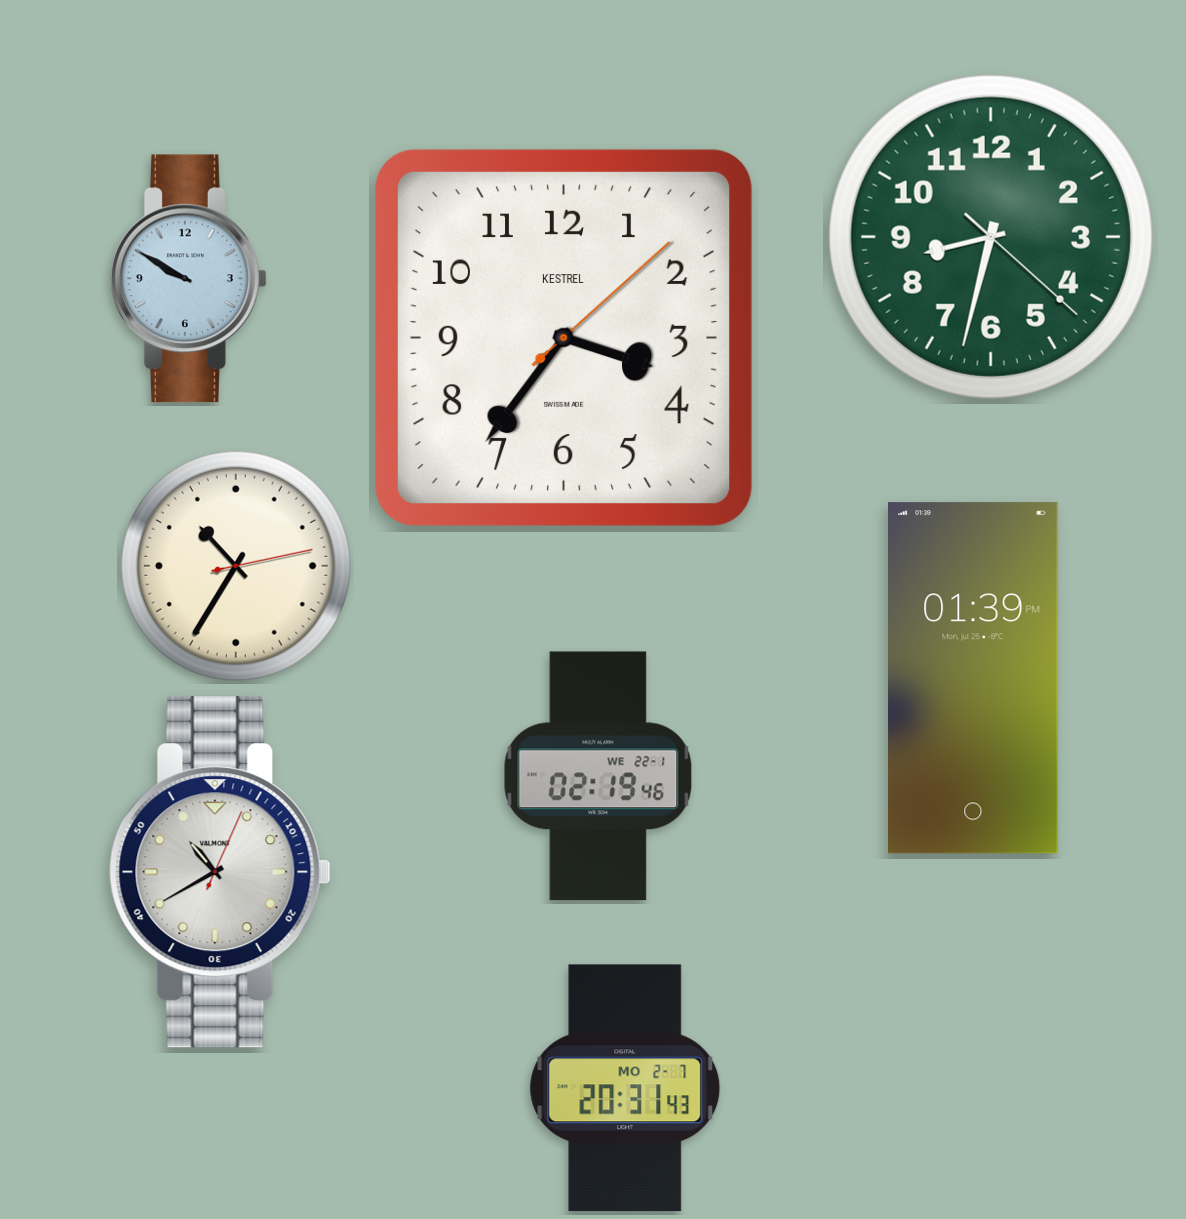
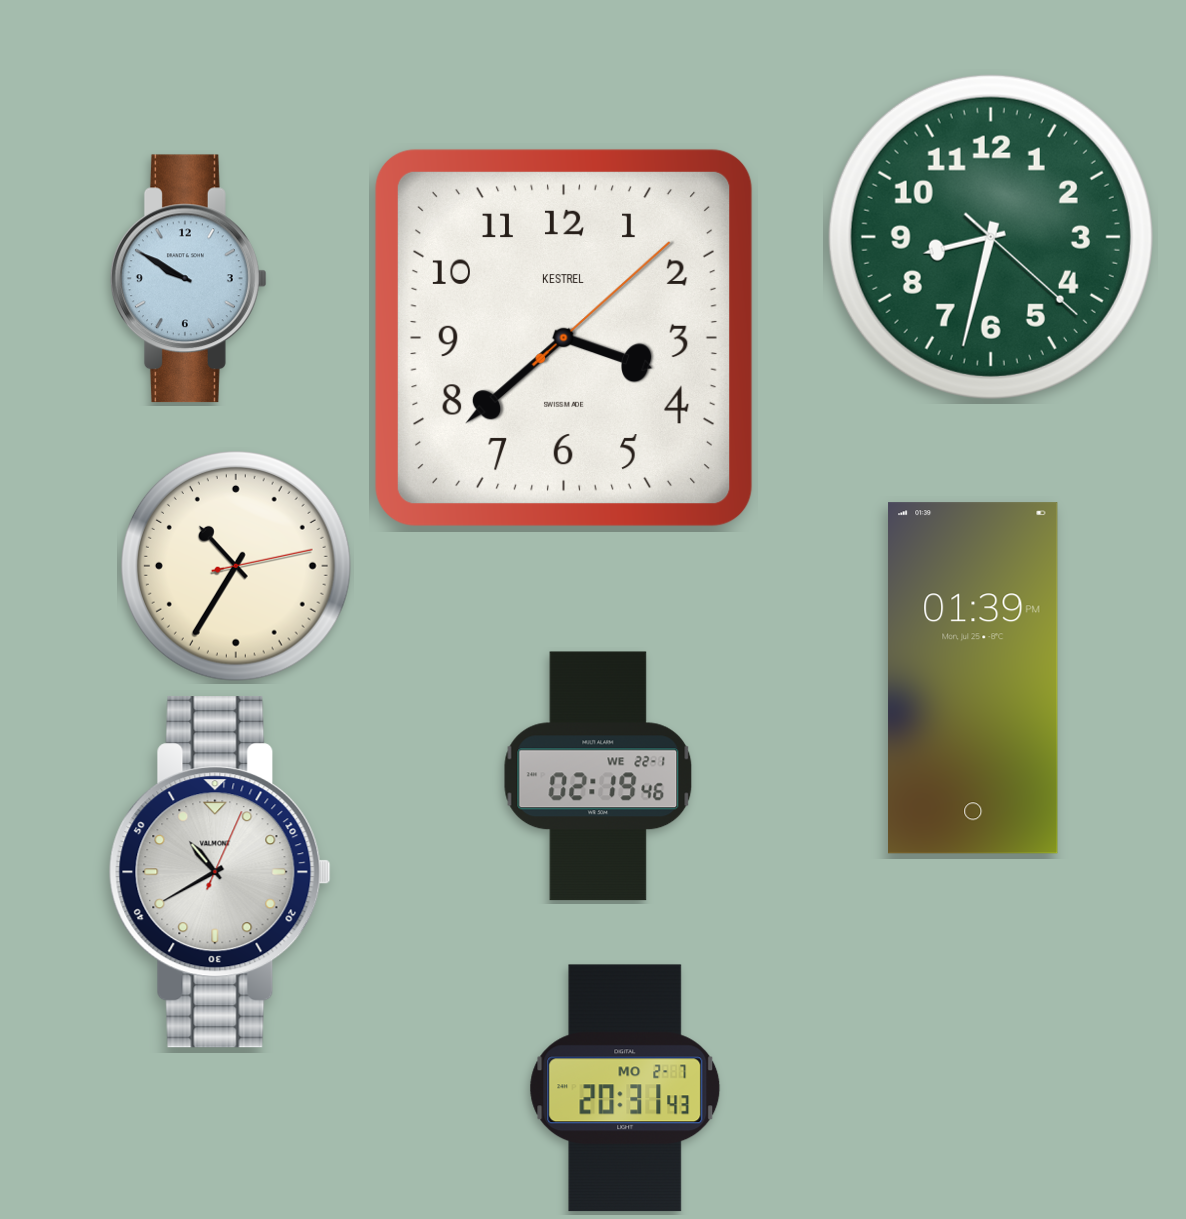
clock at (564, 338): 3:36 -> 3:38
